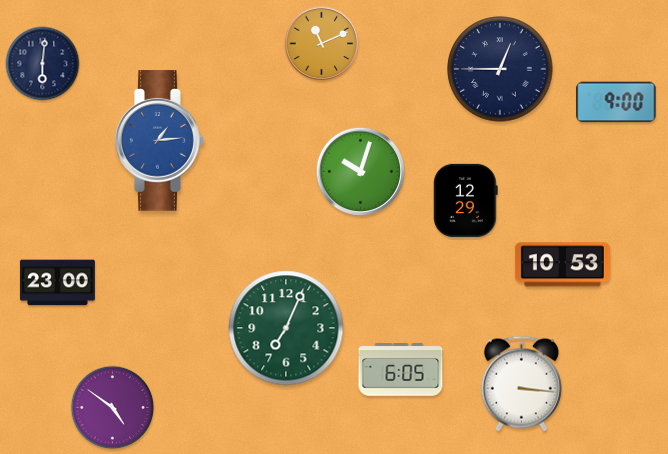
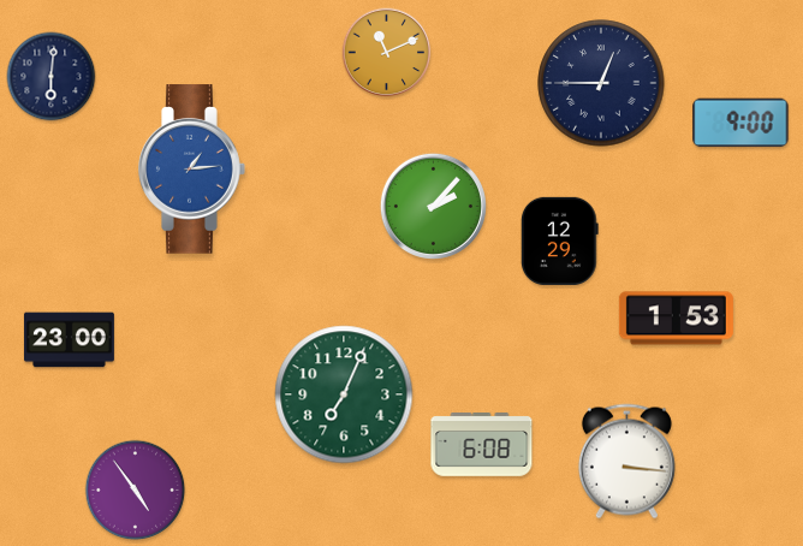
clock at (360, 171): 10:03 -> 2:07
clock at (562, 265): 10:53 -> 1:53
clock at (401, 370): 6:05 -> 6:08
clock at (113, 408): 4:51 -> 4:54
